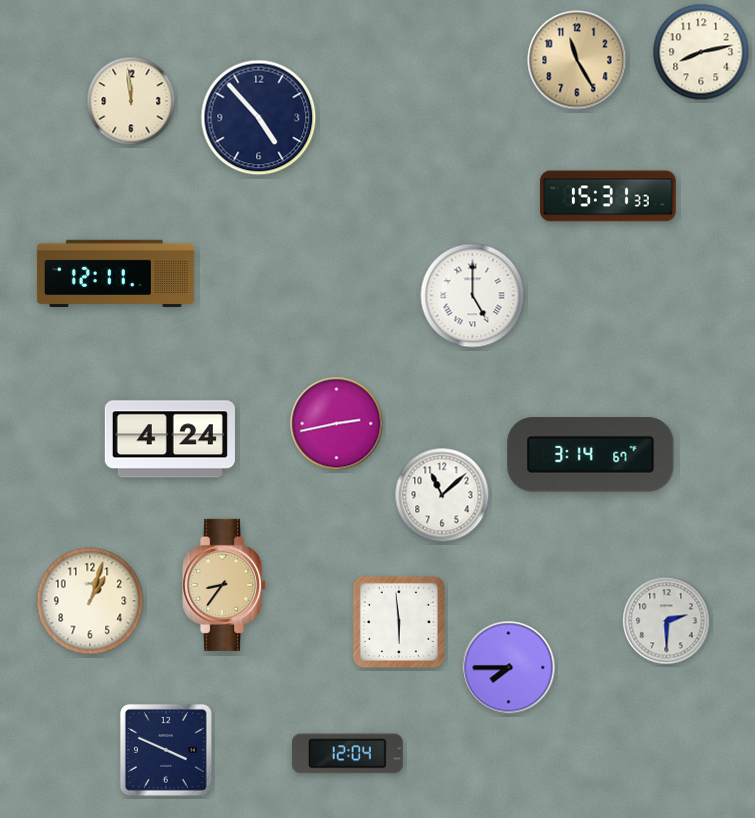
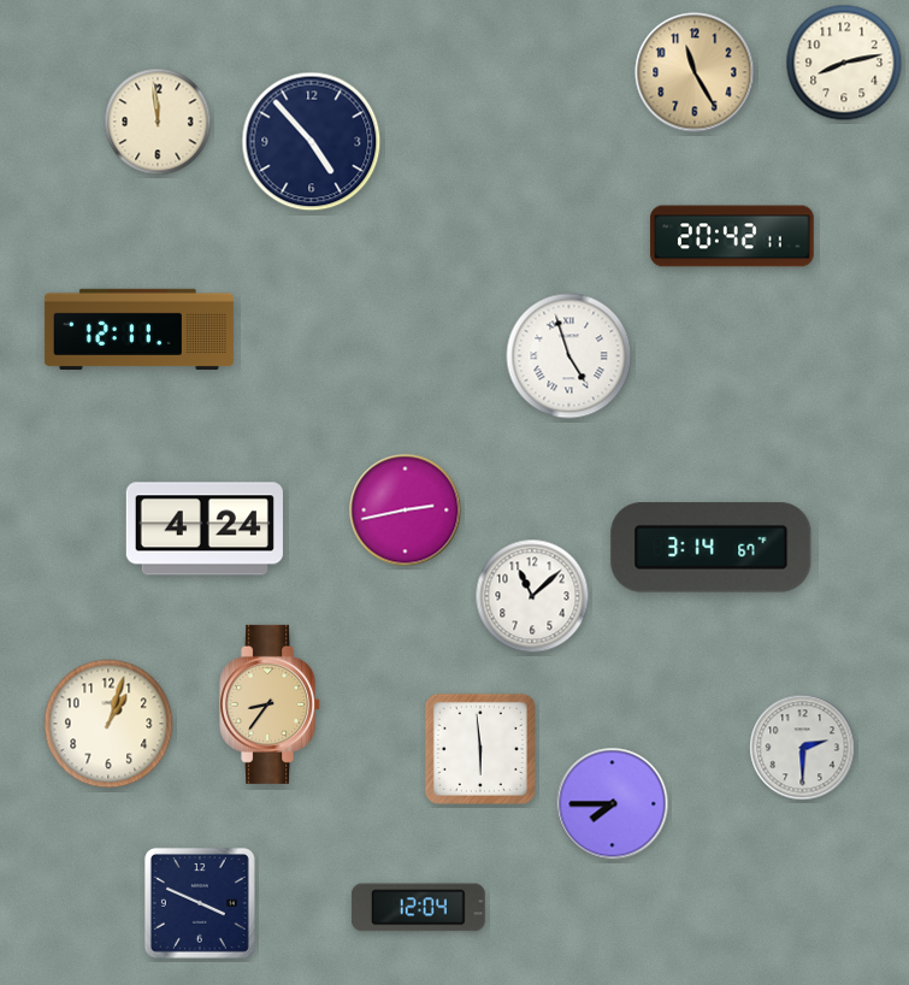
clock at (608, 196): 15:31 -> 20:42
clock at (473, 296): 5:00 -> 4:57
